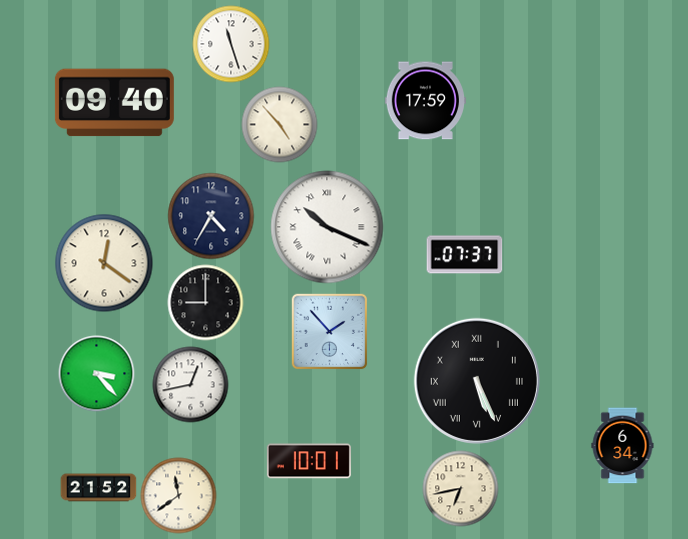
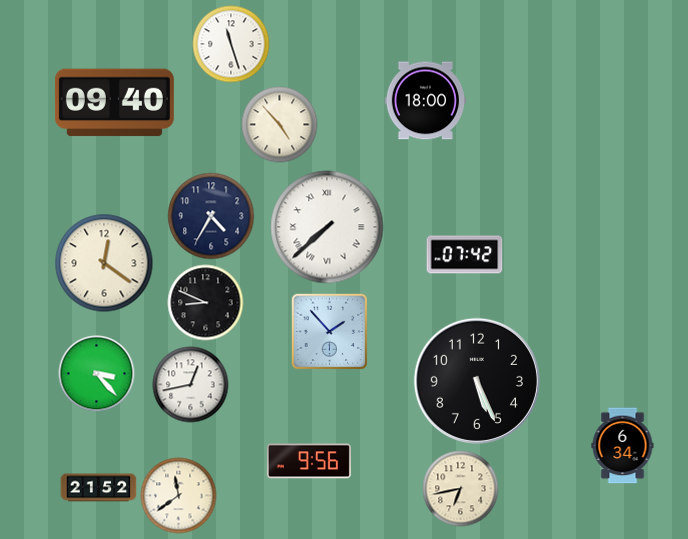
clock at (425, 101): 17:59 -> 18:00
clock at (327, 227): 10:19 -> 7:38
clock at (465, 255): 07:37 -> 07:42
clock at (206, 303): 9:00 -> 8:49
clock at (477, 381) numerals: Roman -> Arabic
clock at (309, 461): 10:01 -> 9:56
